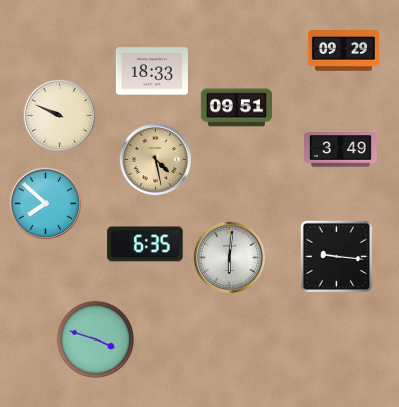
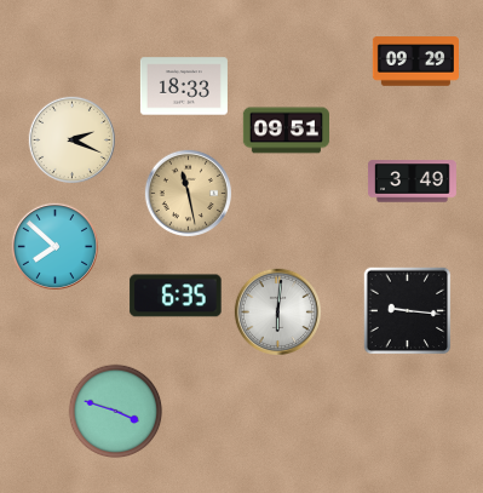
clock at (59, 115): 9:49 -> 2:19
clock at (155, 159): 4:28 -> 11:28
